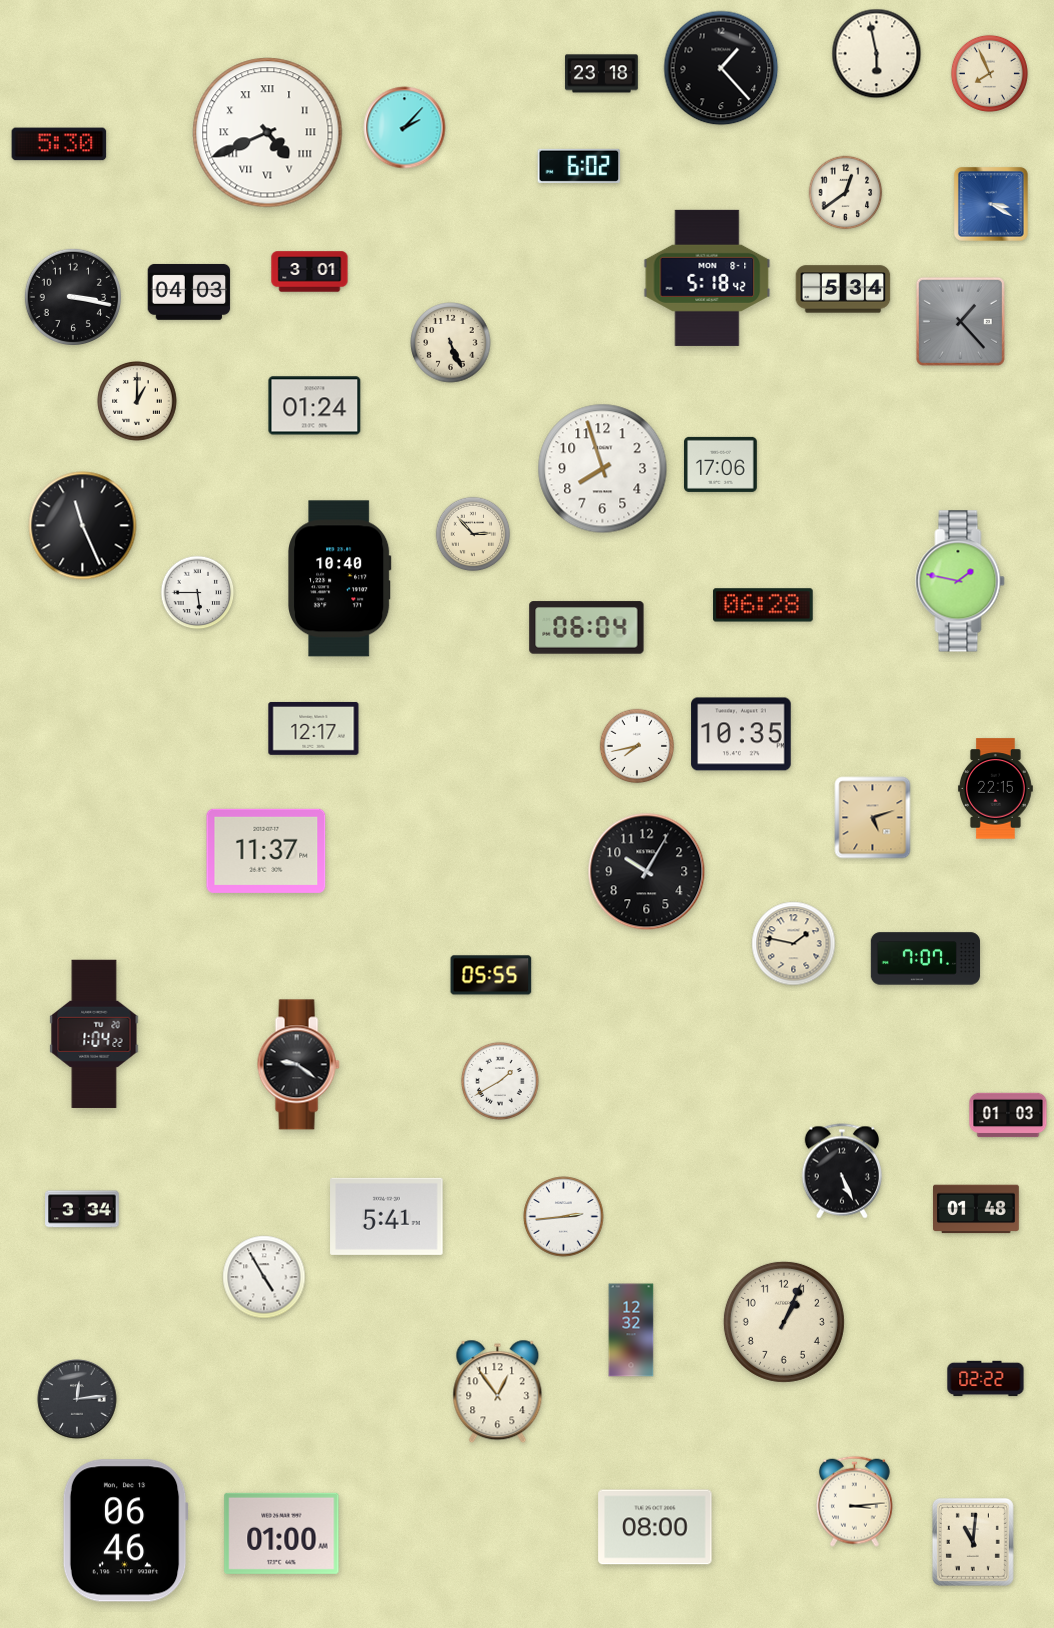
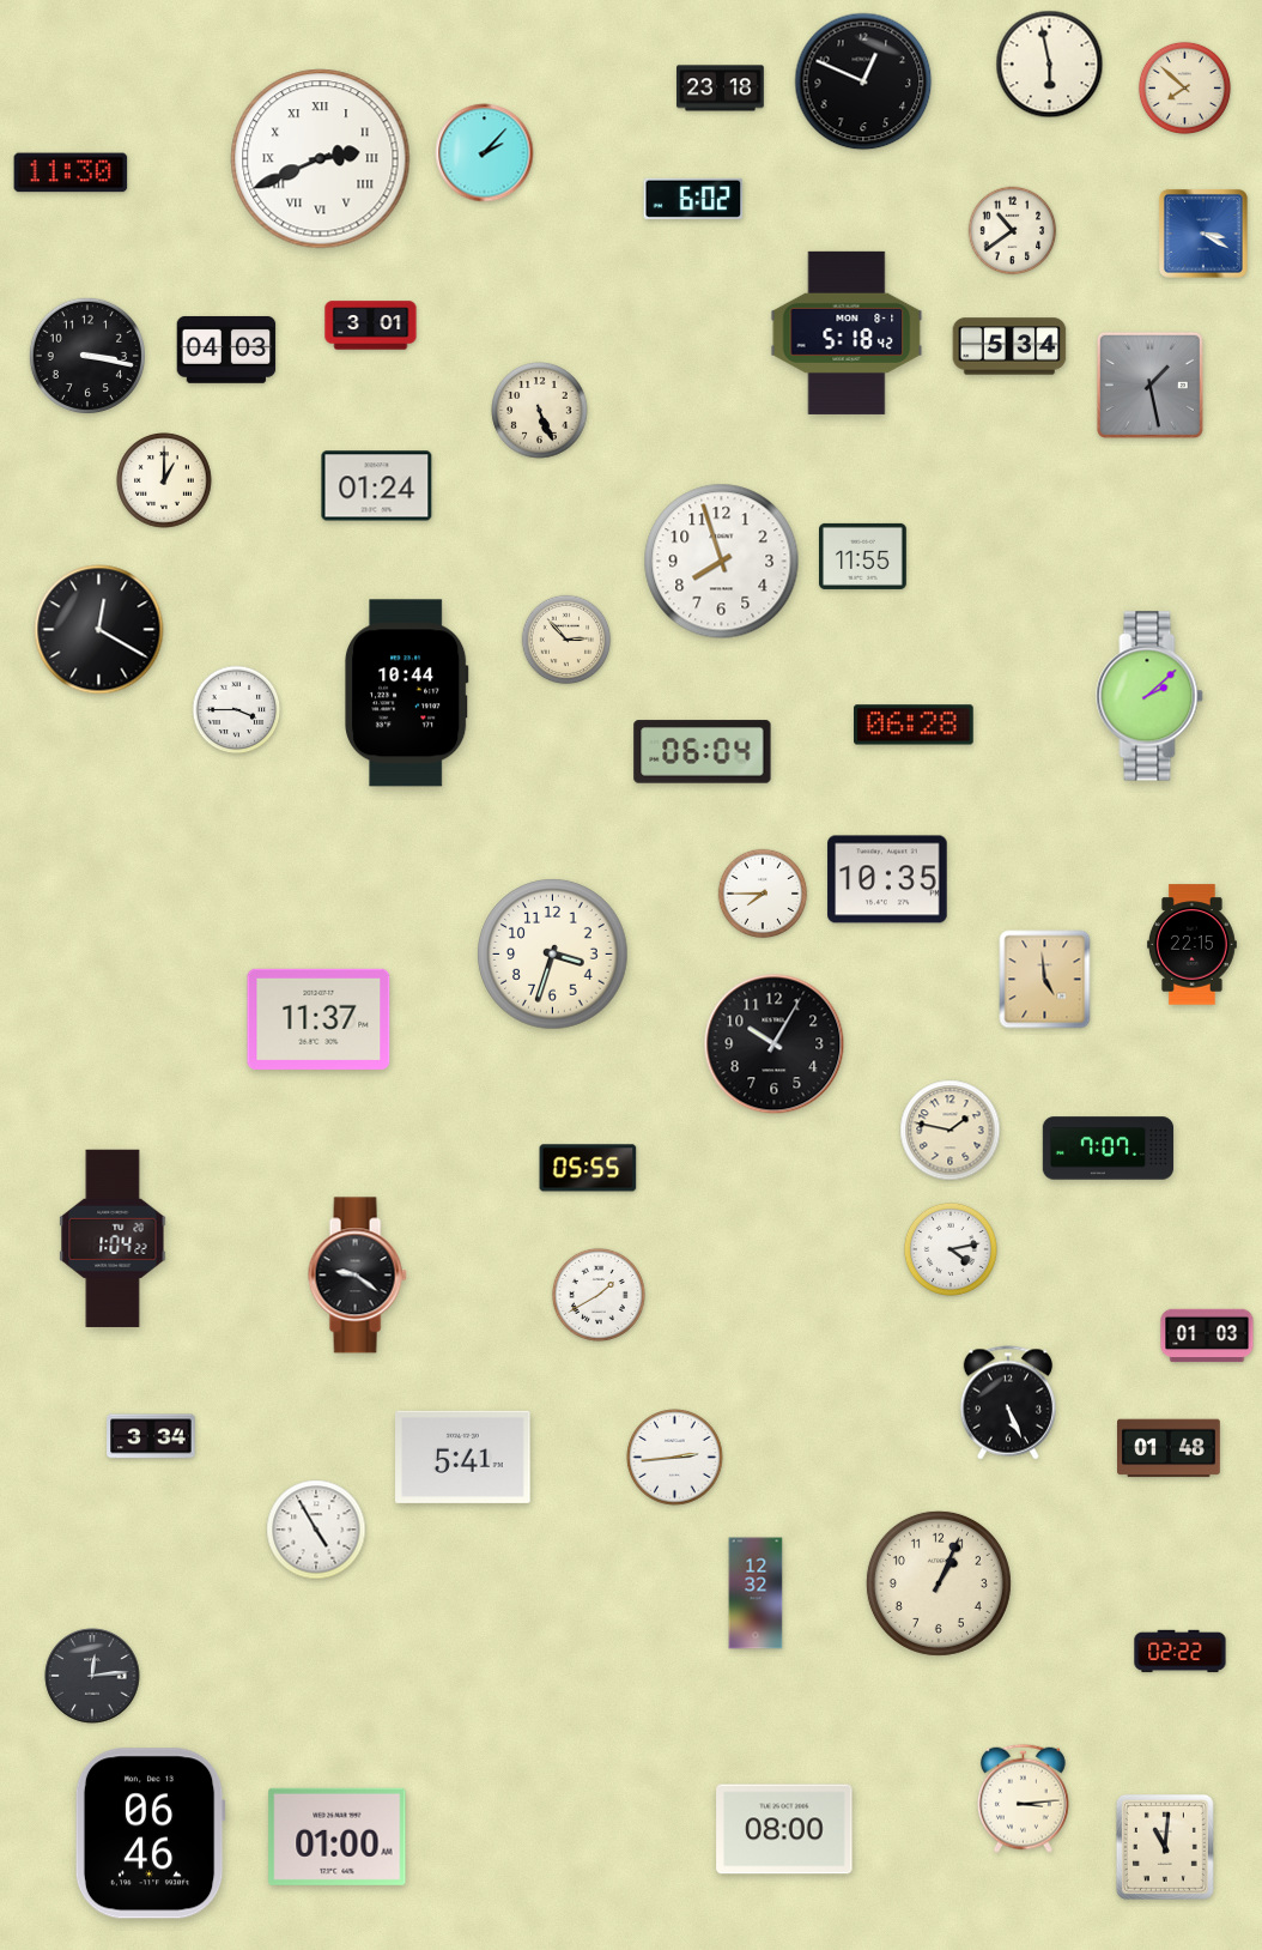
clock at (721, 68): 1:23 -> 12:49
clock at (989, 73): 7:56 -> 7:52
clock at (268, 133): 4:41 -> 2:41
clock at (59, 144): 5:30 -> 11:30
clock at (846, 193): 12:39 -> 10:39
clock at (991, 204) position: (991, 204) -> (1203, 234)
clock at (960, 321): 1:23 -> 1:28
clock at (721, 464): 17:06 -> 11:55
clock at (83, 526): 11:26 -> 12:20
clock at (340, 579): 10:40 -> 10:44
clock at (960, 581): 1:47 -> 2:08
clock at (198, 593): 5:45 -> 3:45
clock at (314, 728): 12:17 -> none
clock at (637, 746): 7:43 -> 7:45
clock at (553, 955): none -> 3:33
clock at (873, 818): 5:12 -> 4:59
clock at (951, 1249): none -> 4:13
clock at (82, 1209) position: (82, 1209) -> (151, 1436)
clock at (498, 1392): 12:54 -> none
